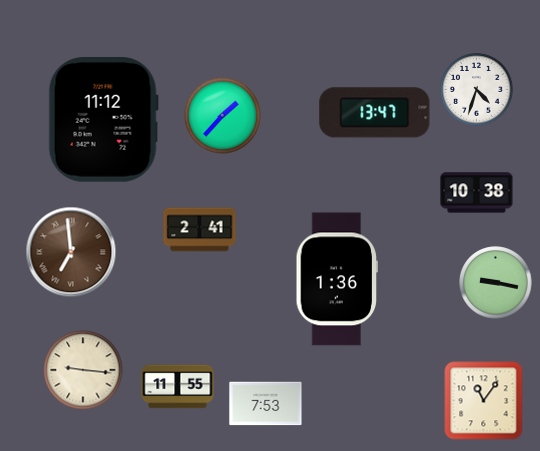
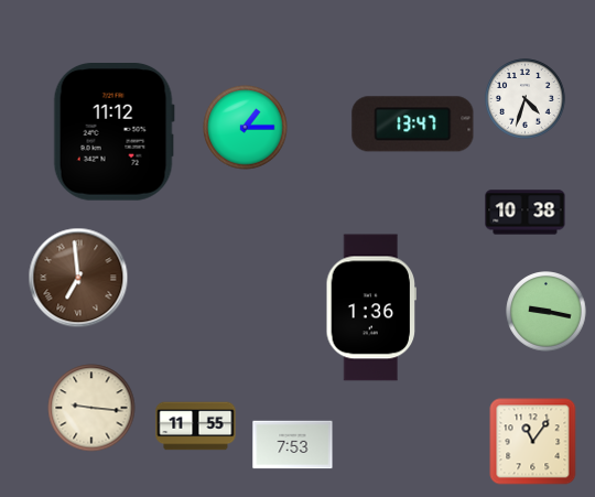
clock at (223, 116): 1:37 -> 1:15
clock at (200, 230): 2:41 -> none
